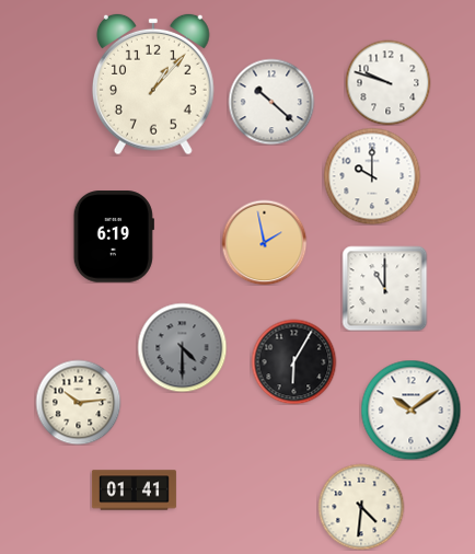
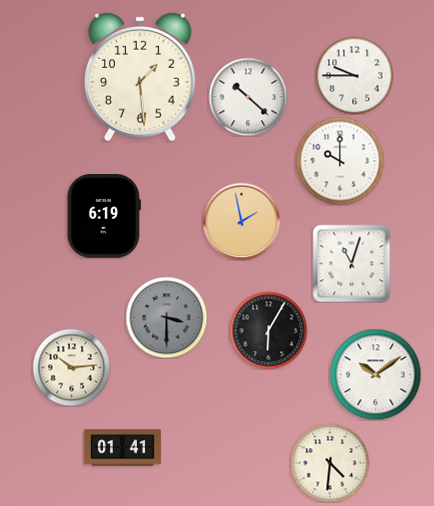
clock at (387, 82): 9:48 -> 9:45
clock at (153, 84): 1:07 -> 1:29
clock at (271, 102) position: (271, 102) -> (248, 97)
clock at (384, 288): 11:00 -> 11:03
clock at (182, 347): 4:30 -> 3:30
